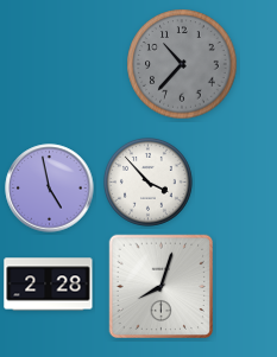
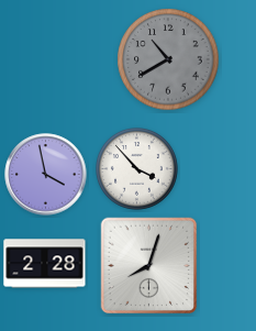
clock at (182, 64): 10:37 -> 10:40
clock at (50, 189): 4:58 -> 3:58
